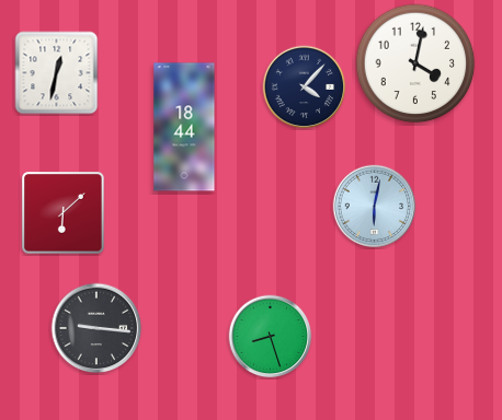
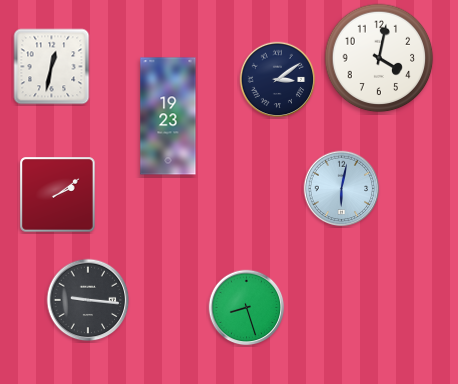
clock at (305, 87): 4:07 -> 3:09
clock at (184, 127): 18:44 -> 19:23
clock at (64, 213): 6:08 -> 2:09
